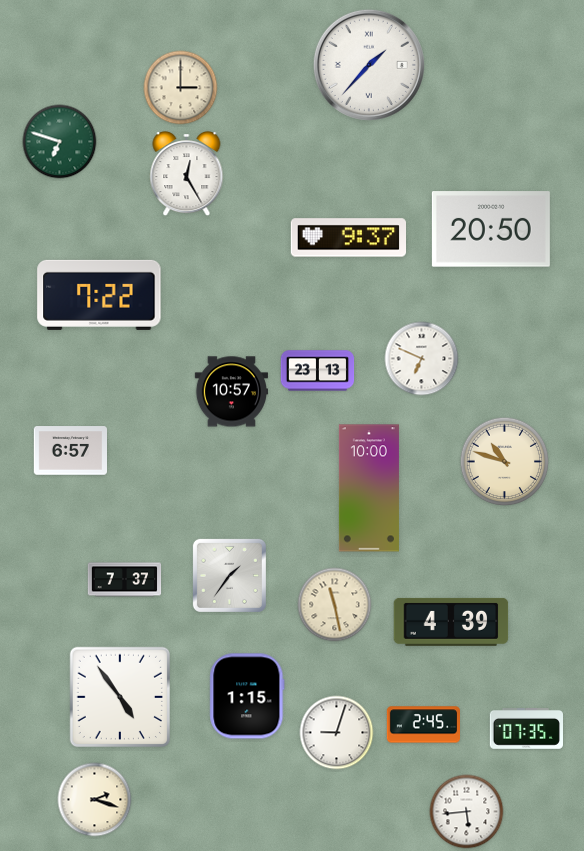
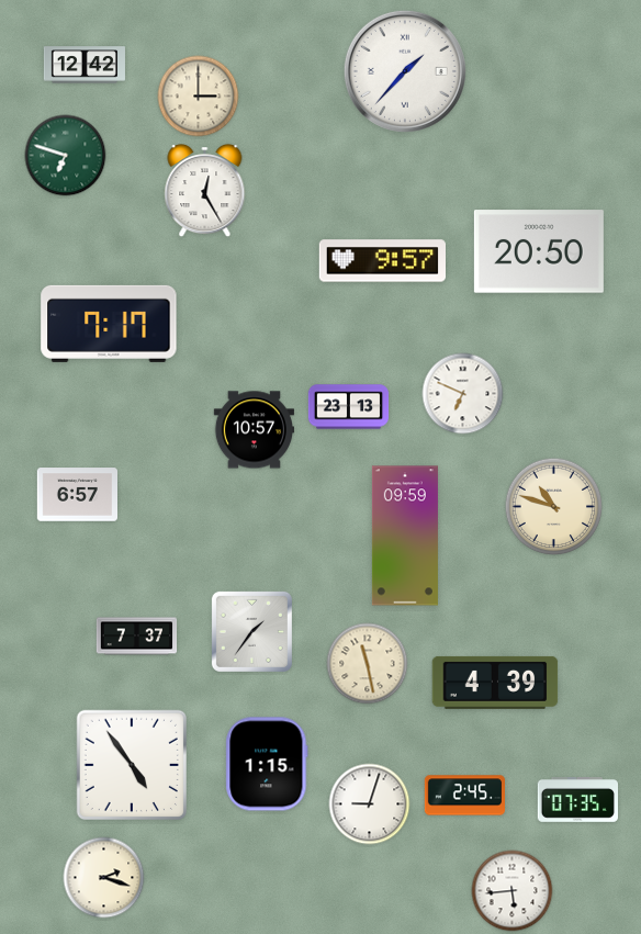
clock at (85, 65): none -> 12:42
clock at (348, 238): 9:37 -> 9:57
clock at (99, 295): 7:22 -> 7:17
clock at (369, 488): 10:00 -> 09:59
clock at (247, 696) position: (247, 696) -> (267, 764)
